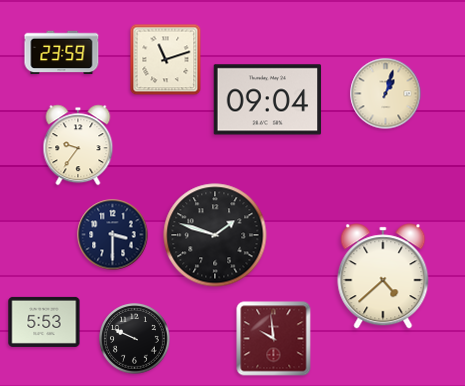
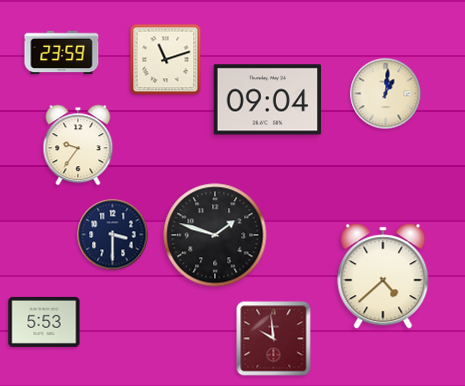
clock at (386, 94): 1:03 -> 1:01
clock at (135, 339): 9:49 -> none
